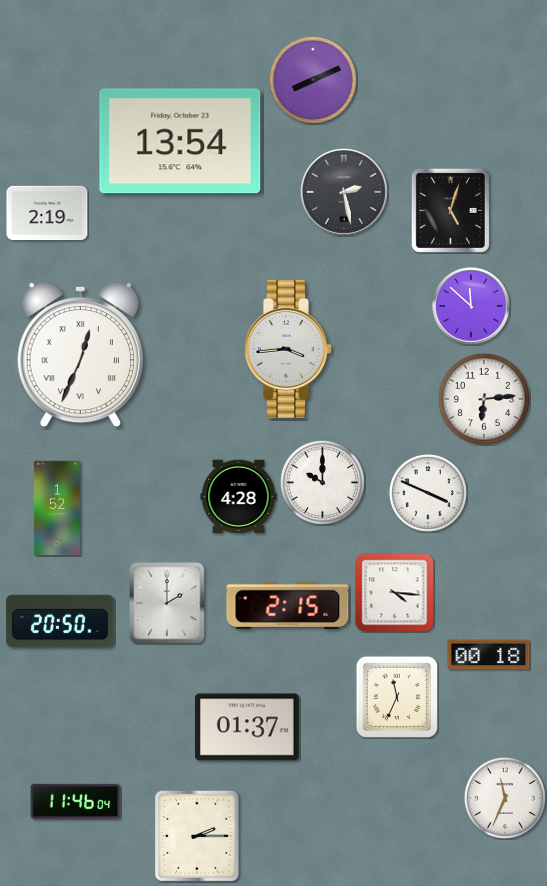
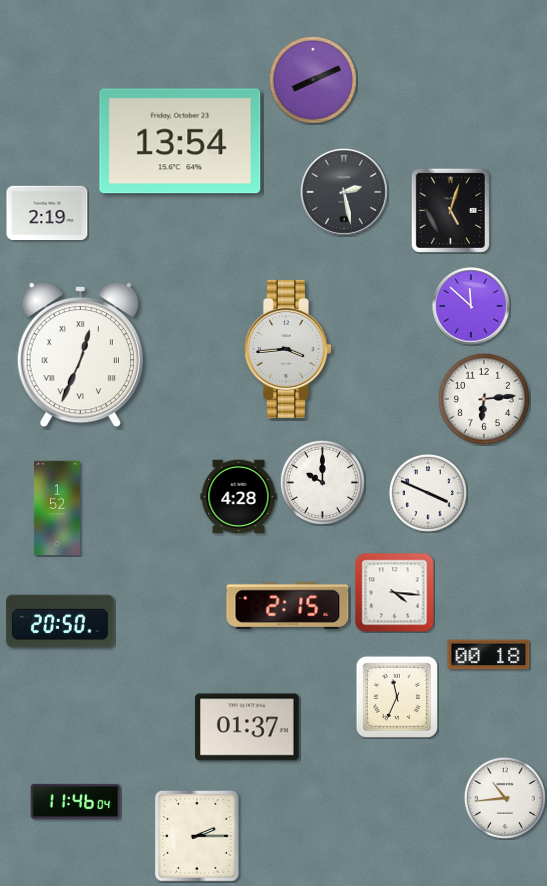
clock at (167, 603): 2:00 -> none
clock at (505, 798): 11:34 -> 10:44
